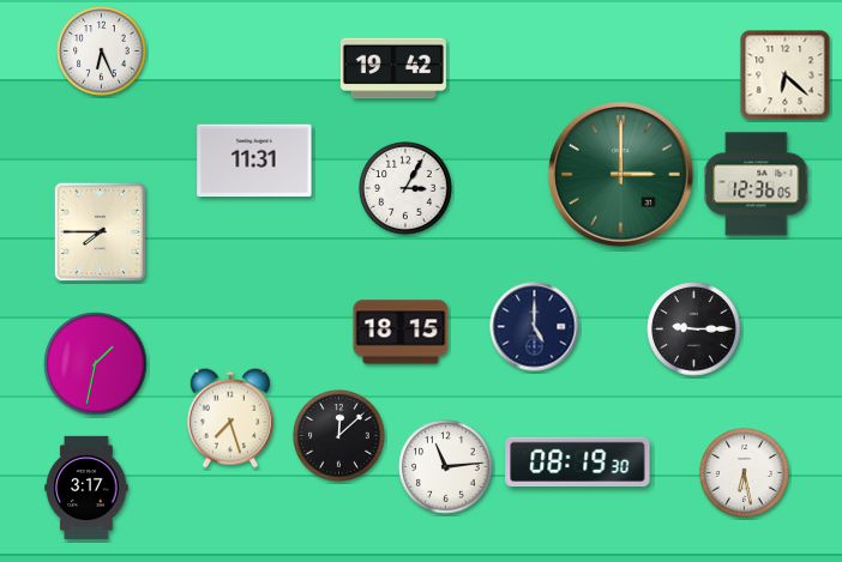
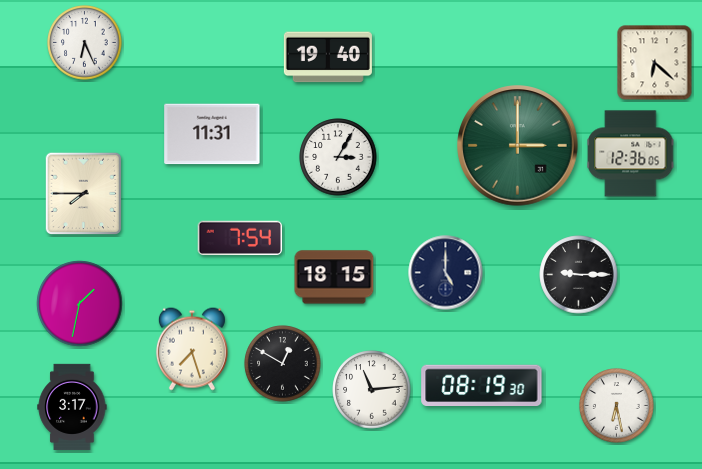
clock at (393, 68): 19:42 -> 19:40
clock at (240, 238): none -> 7:54
clock at (339, 436): 12:08 -> 12:50
clock at (745, 473) position: (745, 473) -> (617, 406)
